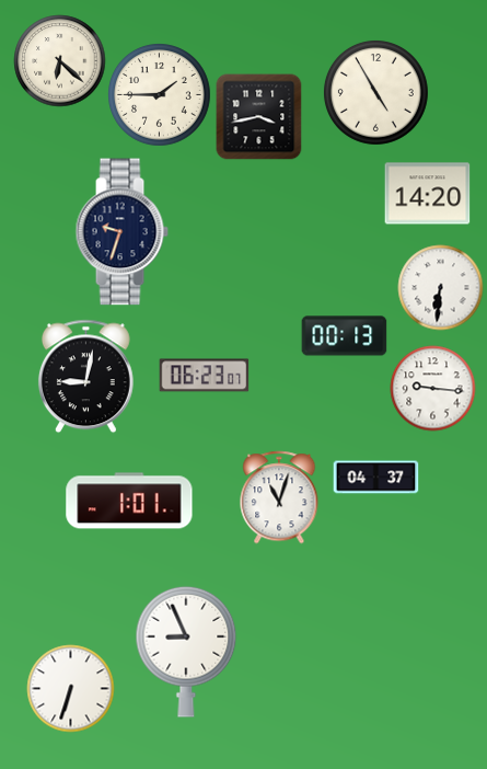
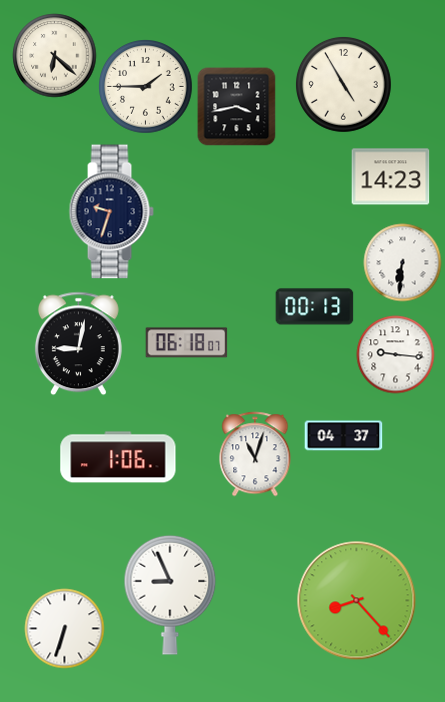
clock at (427, 194): 14:20 -> 14:23
clock at (204, 376): 06:23 -> 06:18
clock at (129, 501): 1:01 -> 1:06
clock at (357, 601): none -> 8:23
